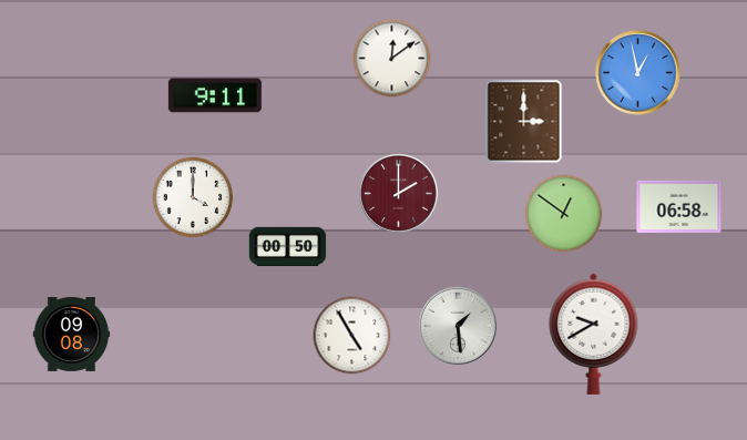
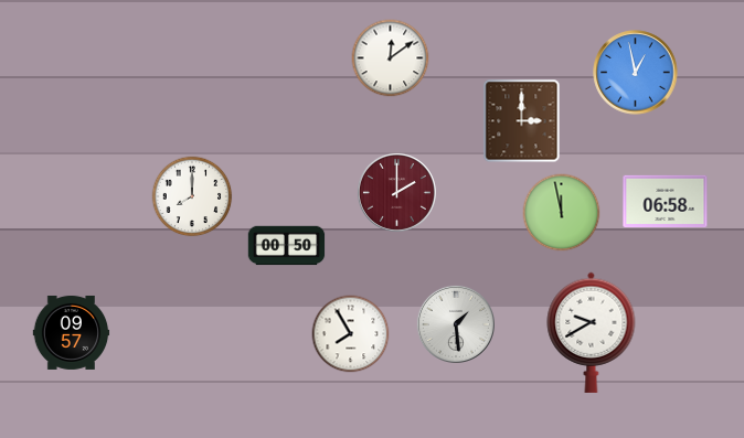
clock at (215, 95): 9:11 -> none
clock at (193, 197): 4:00 -> 8:00
clock at (679, 207) position: (679, 207) -> (666, 202)
clock at (564, 214): 12:51 -> 11:58
clock at (72, 334): 09:08 -> 09:57
clock at (352, 336): 4:55 -> 7:55
